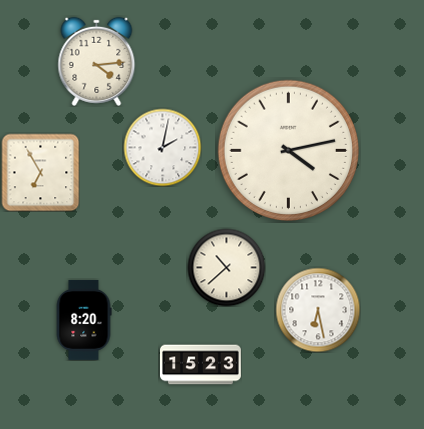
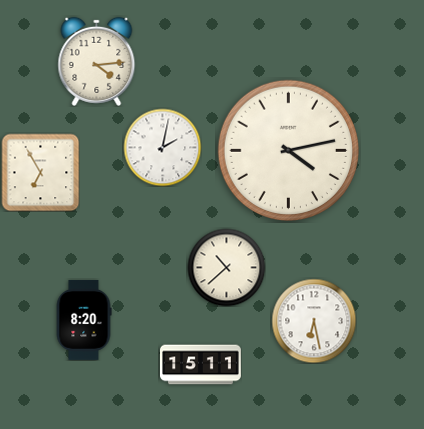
clock at (318, 310) position: (318, 310) -> (314, 321)
clock at (201, 365): 15:23 -> 15:11
